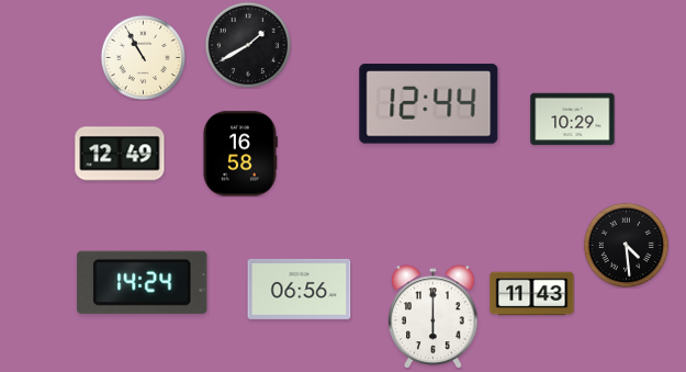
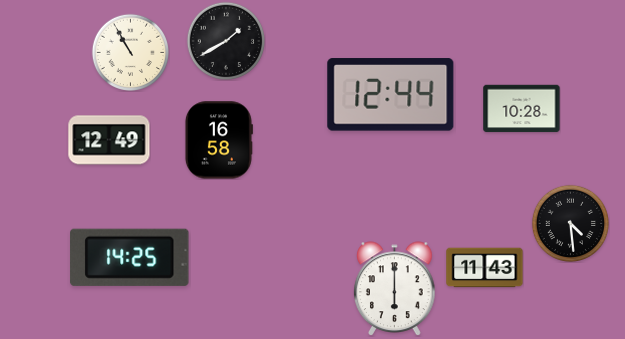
clock at (573, 120): 10:29 -> 10:28
clock at (143, 282): 14:24 -> 14:25
clock at (300, 289): 06:56 -> none
